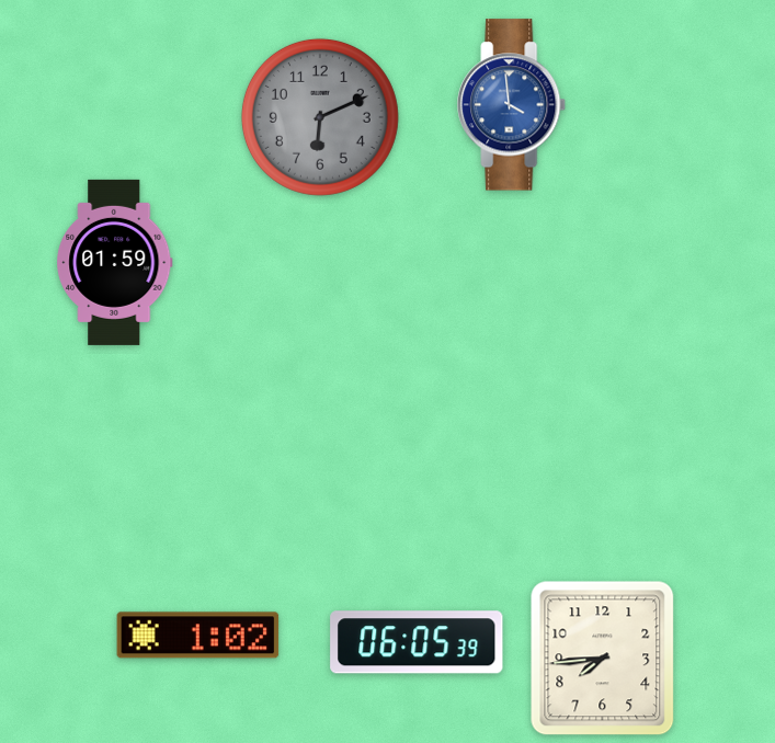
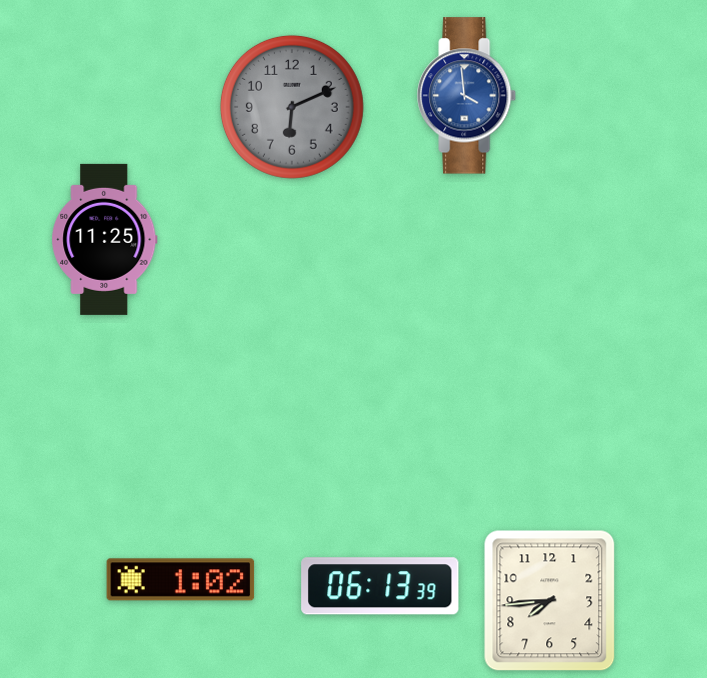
clock at (115, 262): 01:59 -> 11:25
clock at (417, 642): 06:05 -> 06:13
